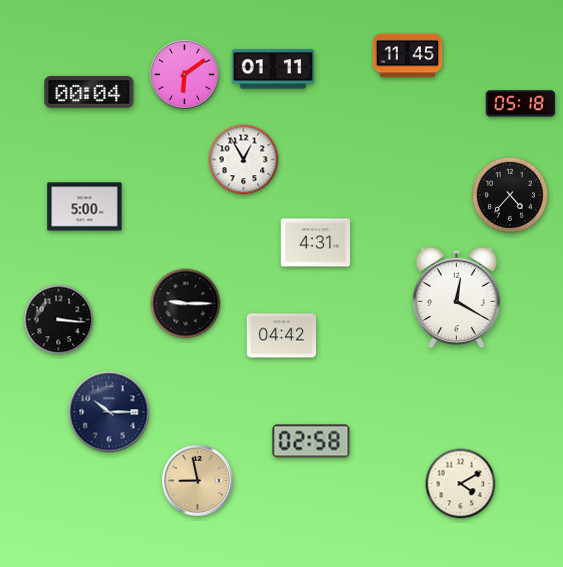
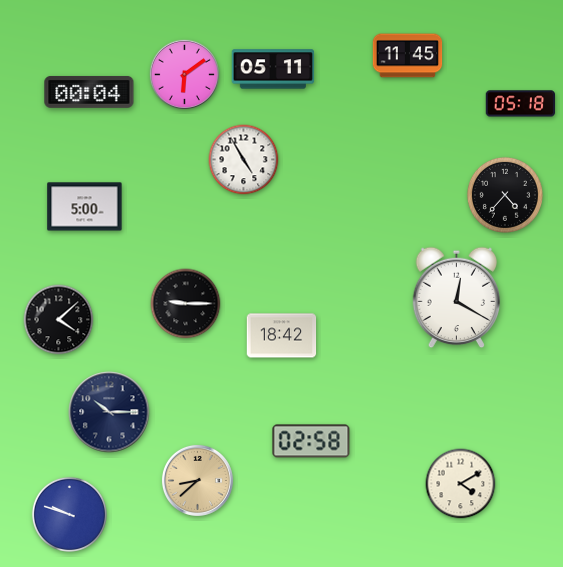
clock at (273, 69): 01:11 -> 05:11
clock at (244, 160): 12:55 -> 4:55
clock at (510, 195) position: (510, 195) -> (505, 195)
clock at (316, 243): 4:31 -> none
clock at (59, 320): 3:16 -> 4:08
clock at (282, 336): 04:42 -> 18:42
clock at (197, 480): 8:58 -> 8:38
clock at (69, 514): none -> 9:48
